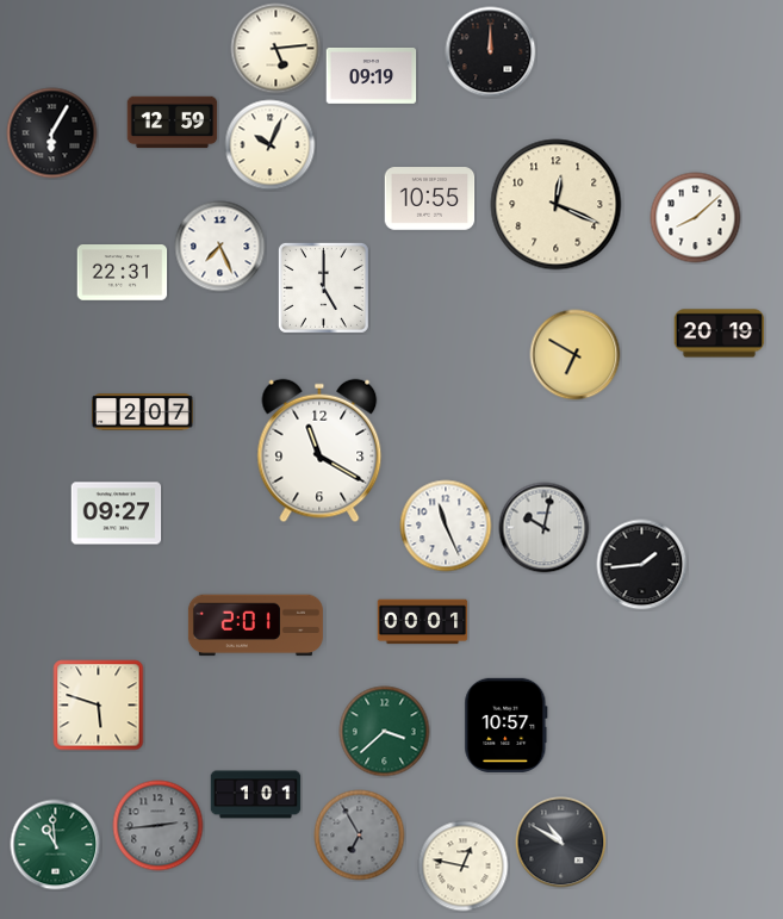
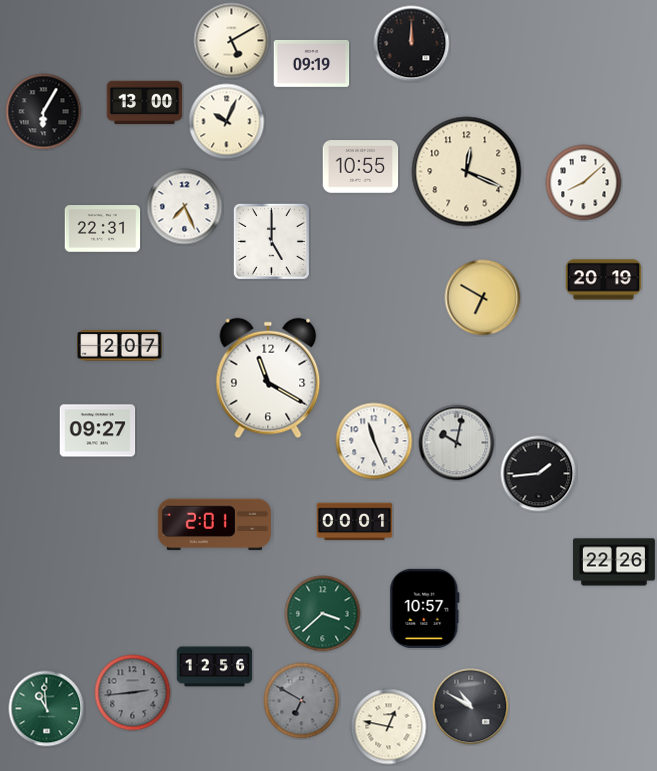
clock at (276, 49): 5:14 -> 5:10
clock at (173, 123): 12:59 -> 13:00
clock at (614, 562): none -> 22:26
clock at (99, 706): 5:48 -> none
clock at (256, 795): 1:01 -> 12:56
clock at (360, 836): 6:55 -> 6:50
